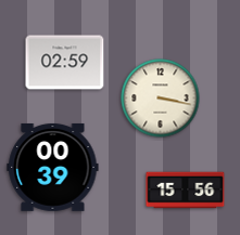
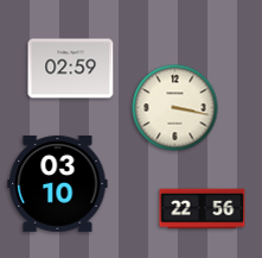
clock at (53, 167): 00:39 -> 03:10
clock at (186, 191): 15:56 -> 22:56
